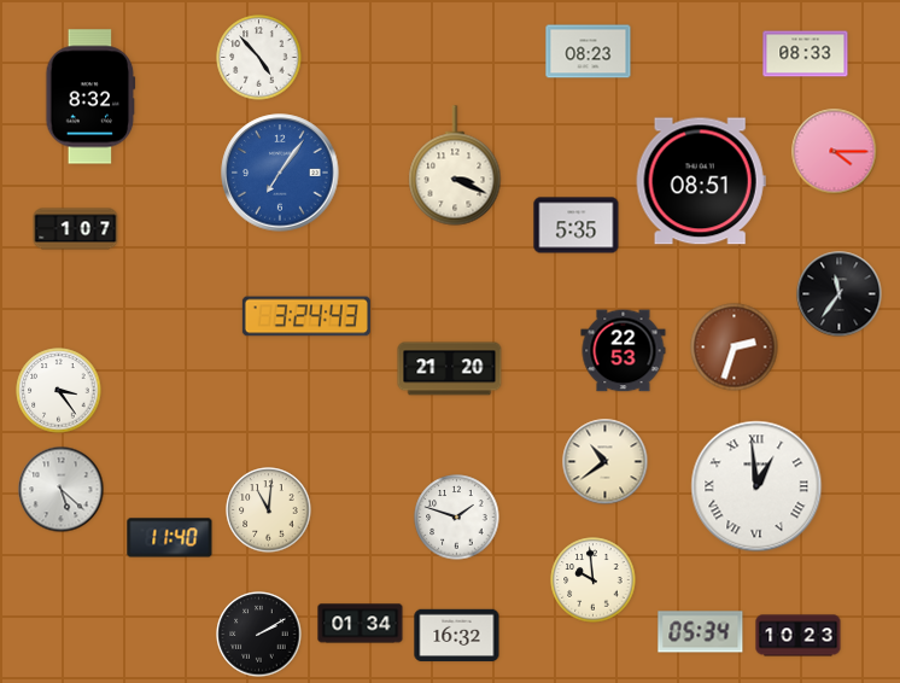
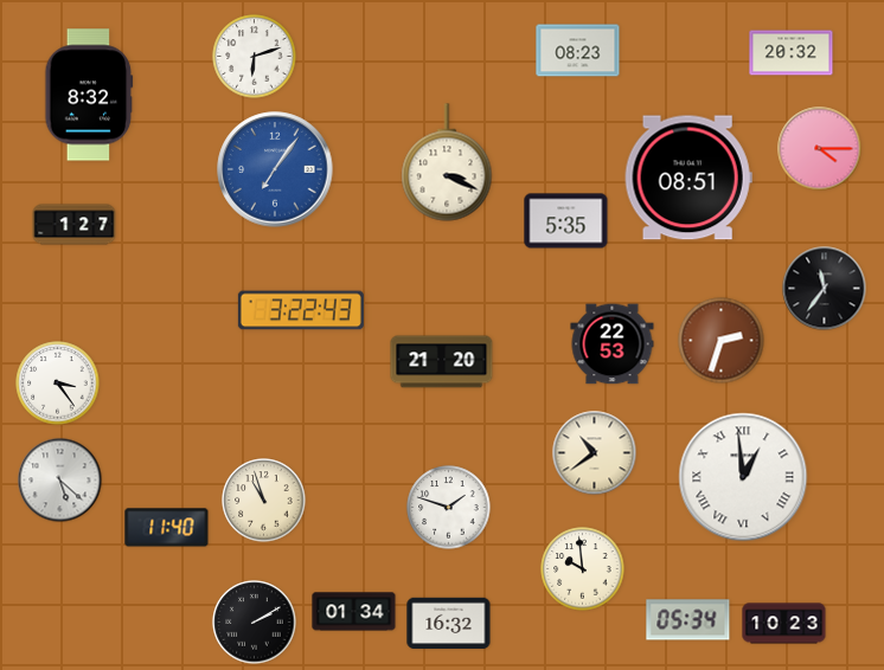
clock at (806, 54): 08:33 -> 20:32
clock at (259, 58): 4:53 -> 6:12
clock at (76, 229): 1:07 -> 1:27
clock at (306, 316): 3:24 -> 3:22
clock at (269, 510): 11:01 -> 10:57
